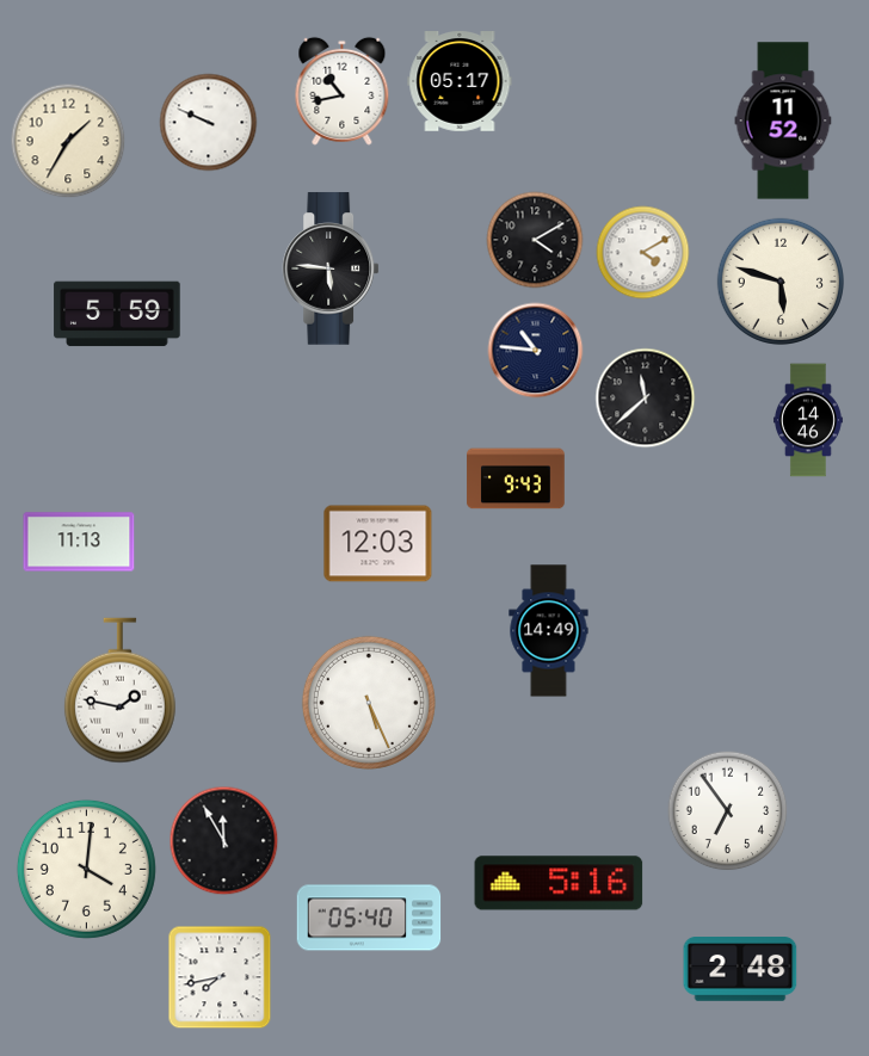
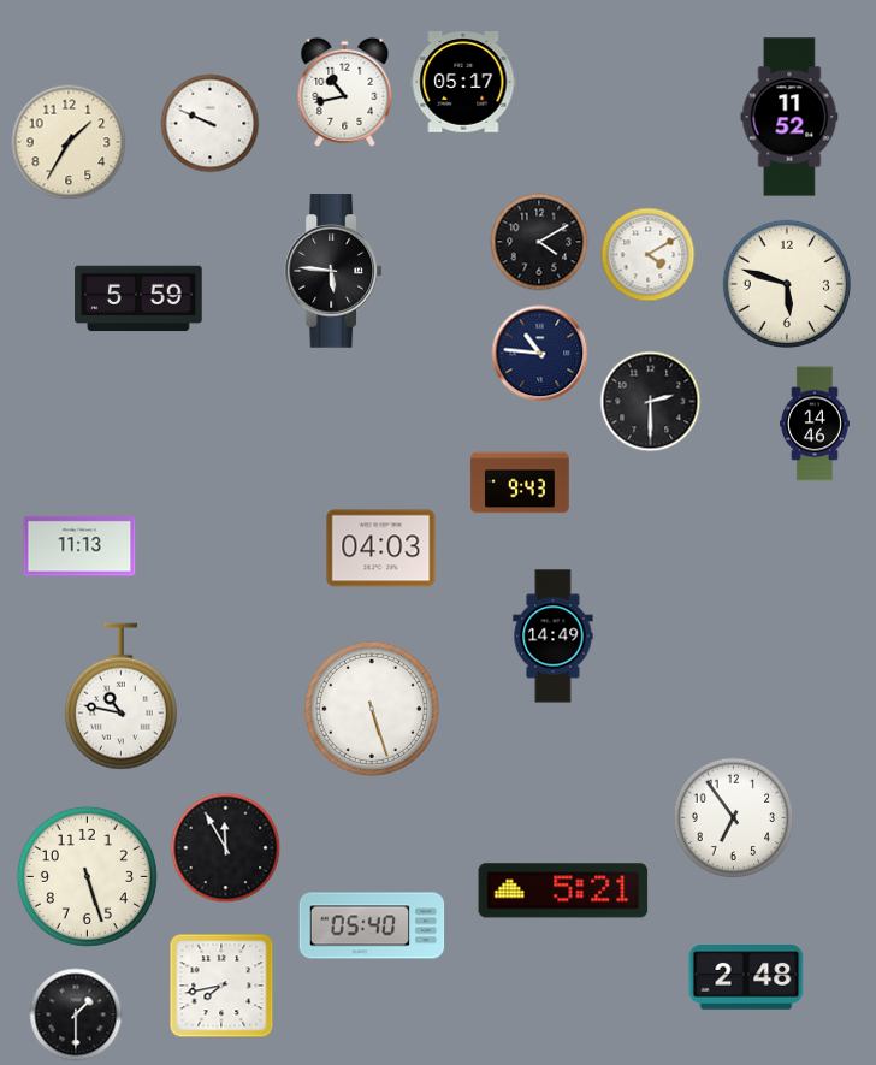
clock at (783, 121) position: (783, 121) -> (789, 117)
clock at (117, 314) position: (117, 314) -> (138, 298)
clock at (646, 399): 11:38 -> 2:30
clock at (378, 544): 12:03 -> 04:03
clock at (119, 691): 1:47 -> 10:47
clock at (369, 703): 5:26 -> 5:27
clock at (86, 869): 4:01 -> 5:27
clock at (559, 883): 5:16 -> 5:21
clock at (76, 1014): none -> 1:30
